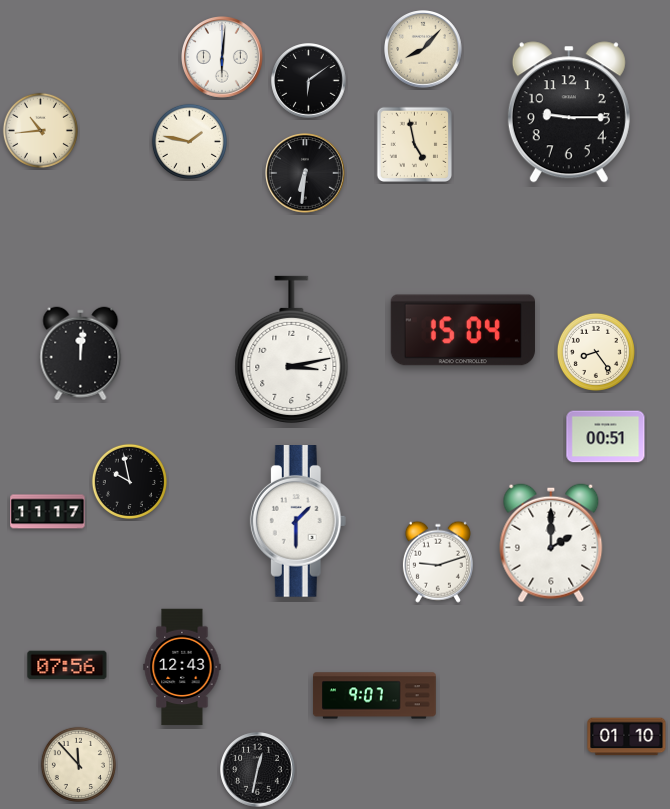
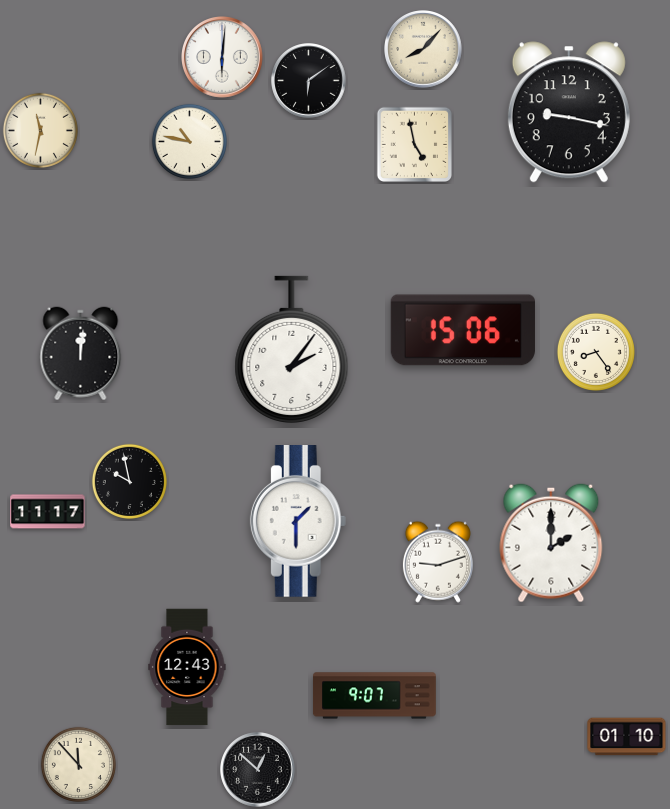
clock at (569, 112): 9:15 -> 9:17
clock at (40, 130): 10:44 -> 11:32
clock at (189, 141): 1:47 -> 10:47
clock at (306, 174): 6:31 -> none
clock at (463, 330): 15:04 -> 15:06
clock at (292, 349): 3:13 -> 2:06
clock at (606, 437): 00:51 -> none
clock at (67, 665): 07:56 -> none
clock at (182, 667) position: (182, 667) -> (187, 667)
clock at (258, 770): 12:32 -> 12:52
